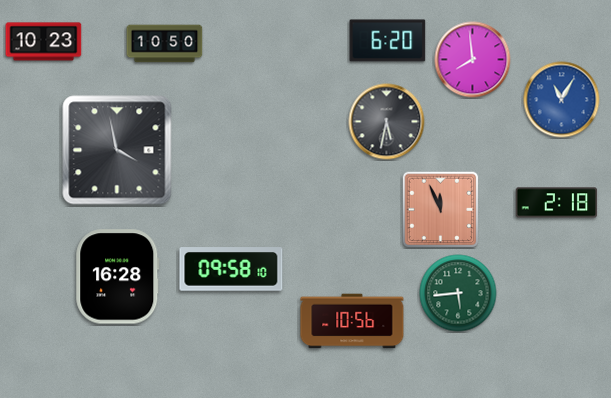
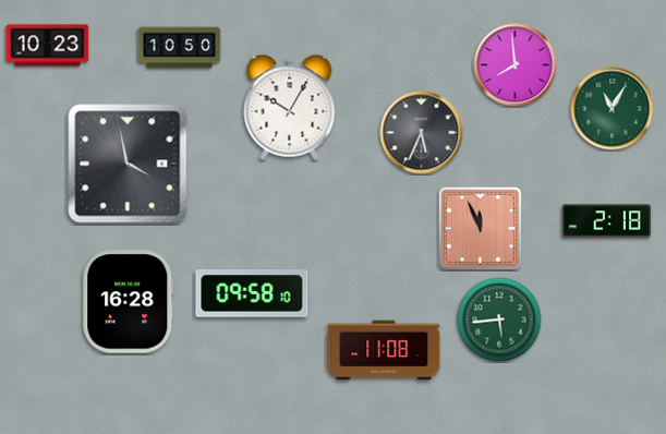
clock at (388, 41): 6:20 -> none
clock at (290, 107): none -> 10:05
clock at (562, 100) dial: blue -> green
clock at (387, 122): 5:32 -> 5:34
clock at (352, 321): 10:56 -> 11:08
